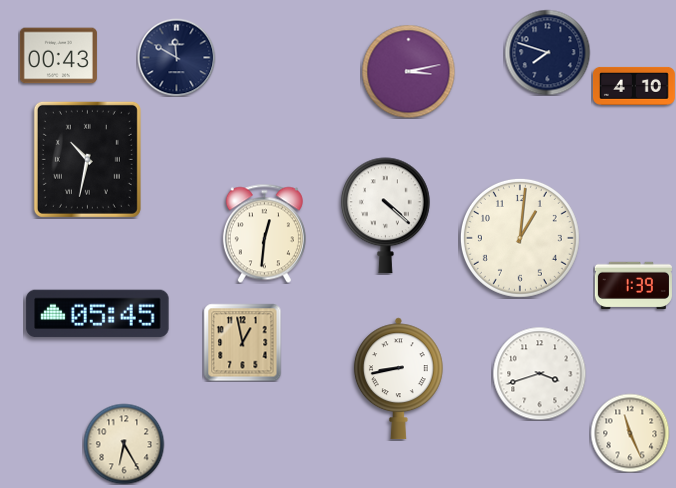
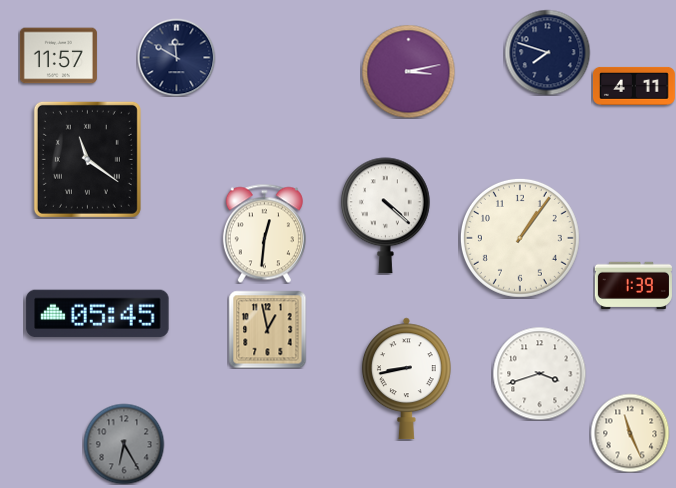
clock at (58, 56): 00:43 -> 11:57
clock at (634, 86): 4:10 -> 4:11
clock at (87, 159): 10:32 -> 11:21
clock at (520, 238): 1:01 -> 1:06
clock at (242, 342) position: (242, 342) -> (267, 329)
clock at (398, 379) position: (398, 379) -> (406, 379)
clock at (124, 444) dial: cream -> grey
